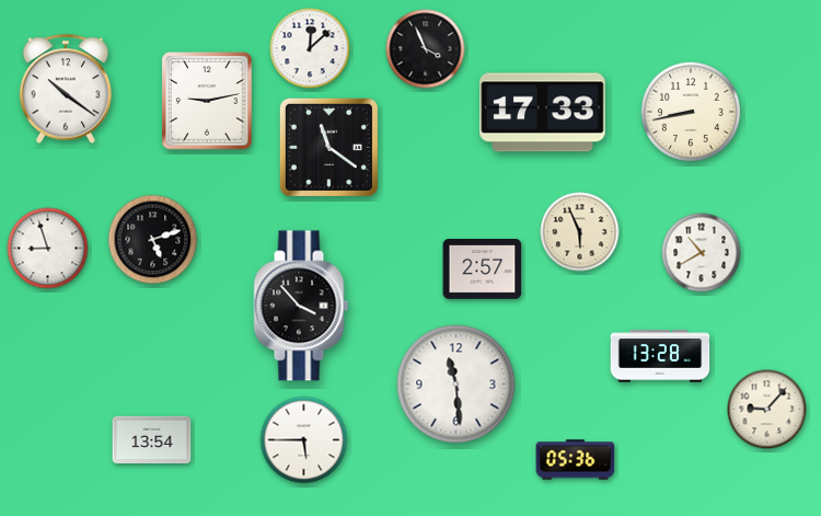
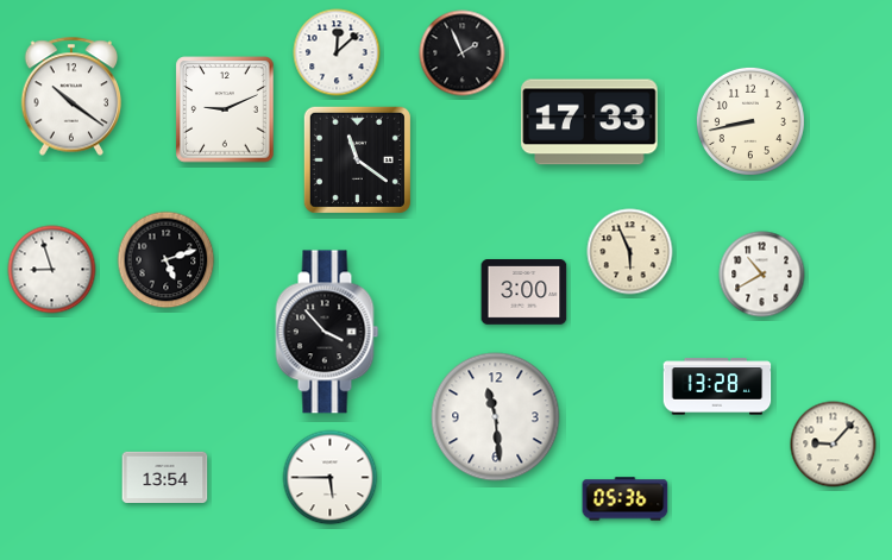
clock at (426, 49): 3:56 -> 1:56
clock at (207, 101): 9:13 -> 9:11
clock at (483, 270): 2:57 -> 3:00
